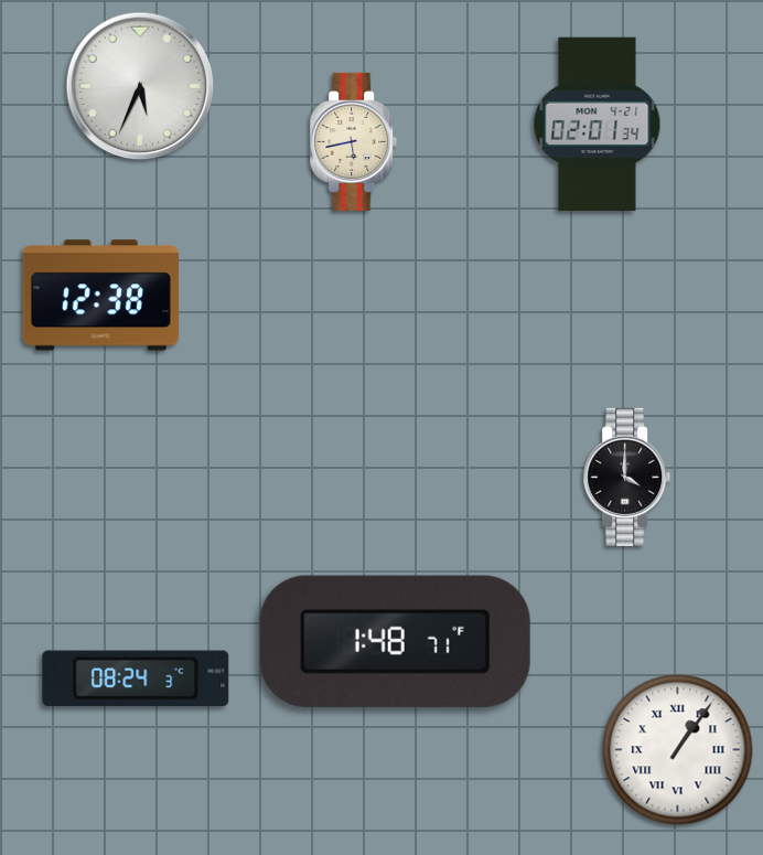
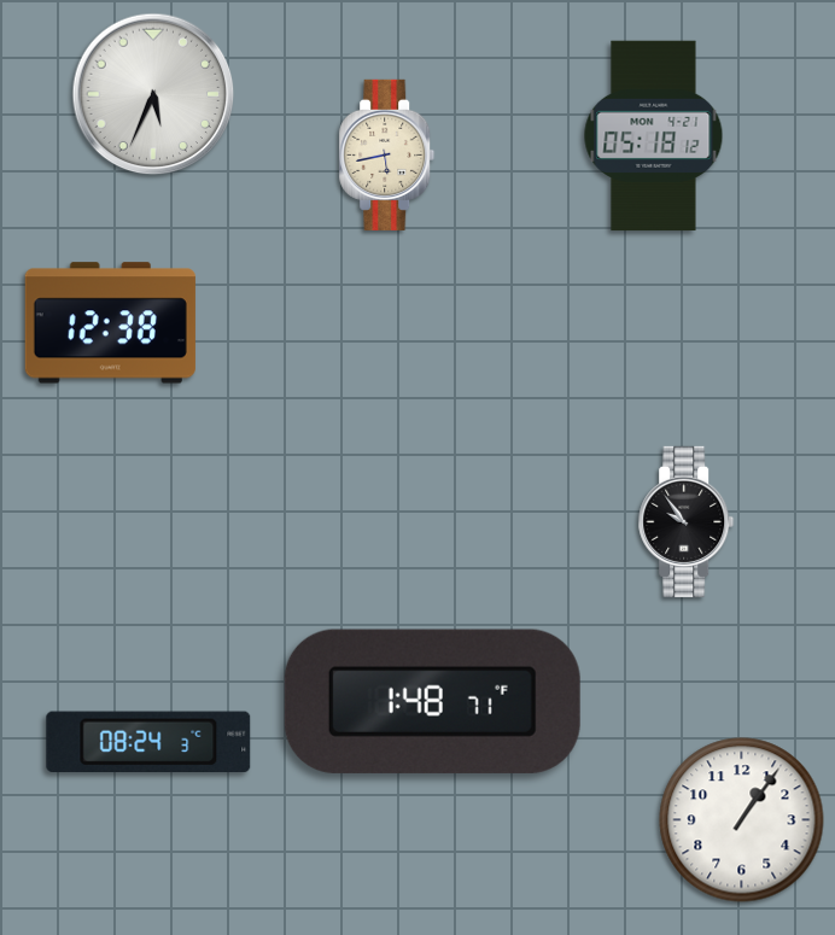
clock at (598, 125): 02:01 -> 05:18
clock at (627, 477): 4:00 -> 9:54
clock at (678, 750) numerals: Roman -> Arabic
